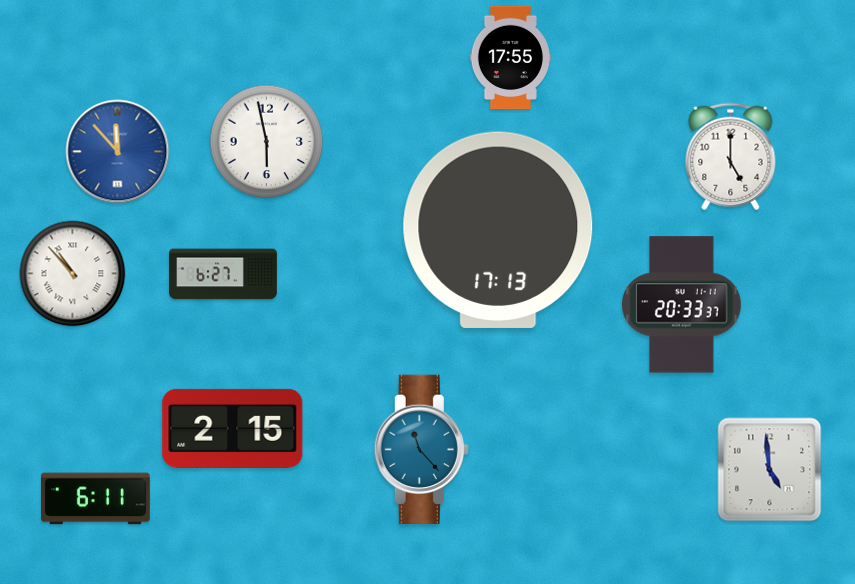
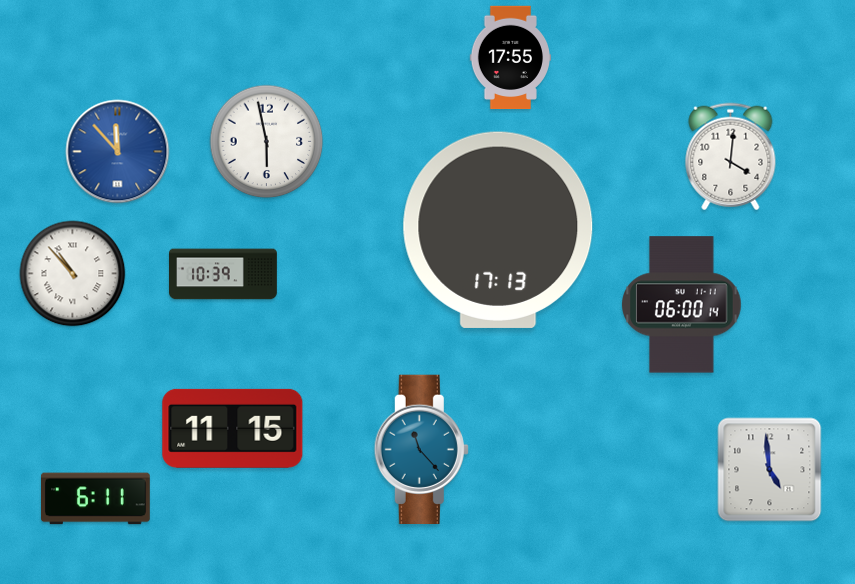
clock at (731, 157): 5:00 -> 4:01
clock at (224, 274): 6:27 -> 10:39
clock at (682, 305): 20:33 -> 06:00
clock at (233, 428): 2:15 -> 11:15
